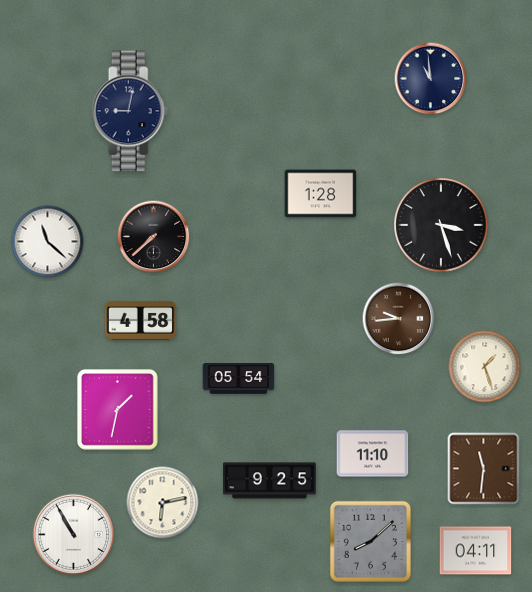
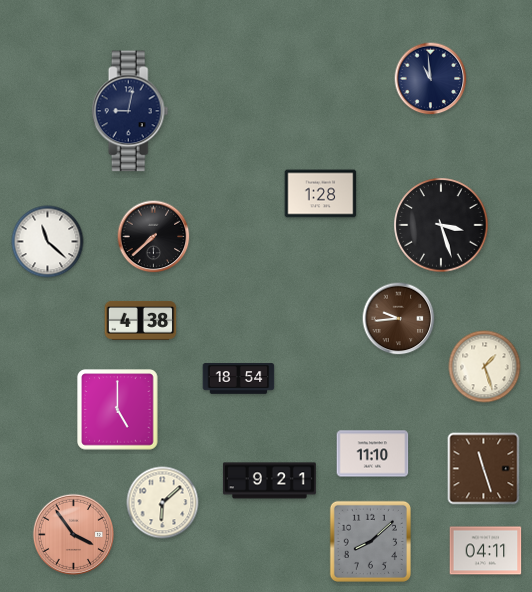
clock at (141, 320): 4:58 -> 4:38
clock at (239, 379): 05:54 -> 18:54
clock at (118, 410): 1:32 -> 5:00
clock at (484, 469): 11:31 -> 11:27
clock at (269, 481): 9:25 -> 9:21
clock at (163, 503): 6:13 -> 6:08
clock at (73, 534): 10:55 -> 3:54
clock at (73, 534) dial: white -> salmon
clock at (476, 551) position: (476, 551) -> (486, 551)
